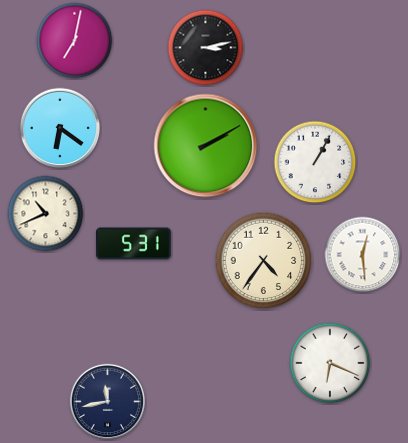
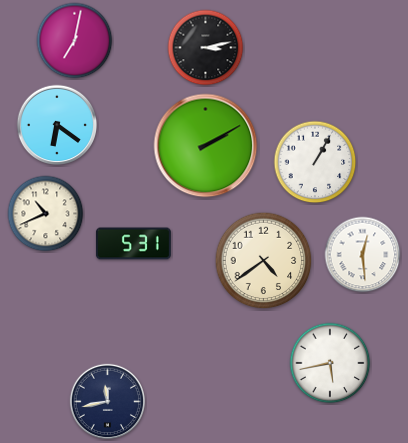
clock at (60, 128) position: (60, 128) -> (57, 125)
clock at (264, 261): 4:36 -> 4:39
clock at (330, 363): 6:19 -> 5:43
